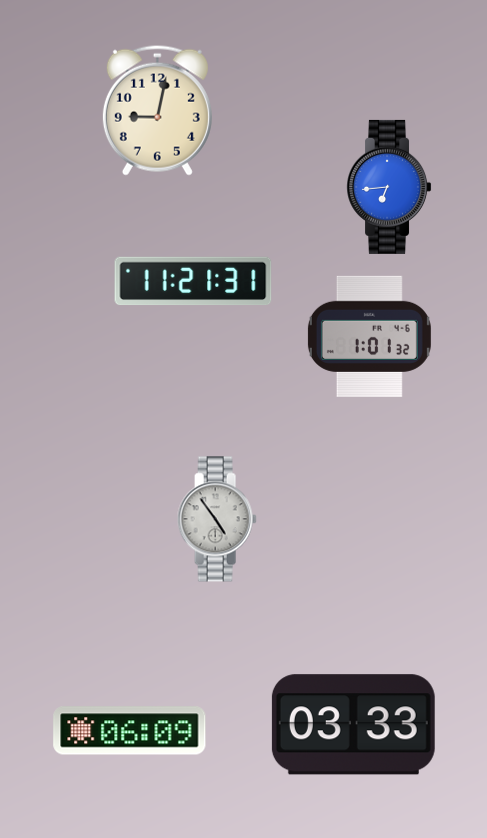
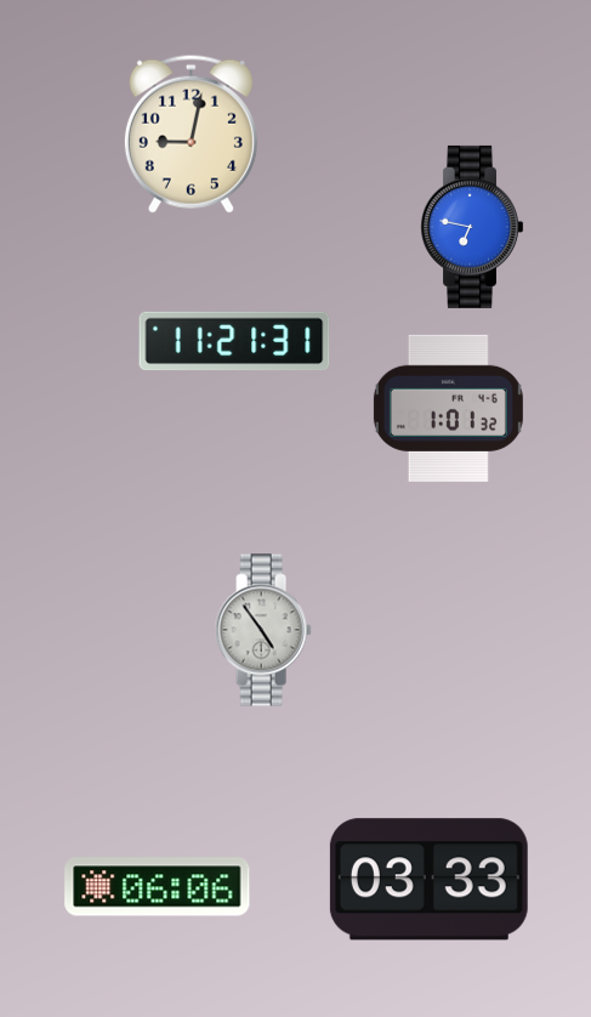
clock at (389, 187): 6:44 -> 6:47
clock at (130, 731): 06:09 -> 06:06
